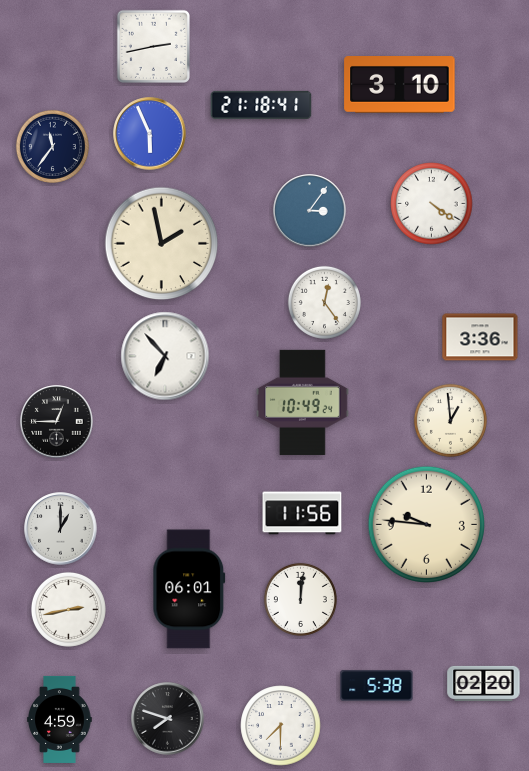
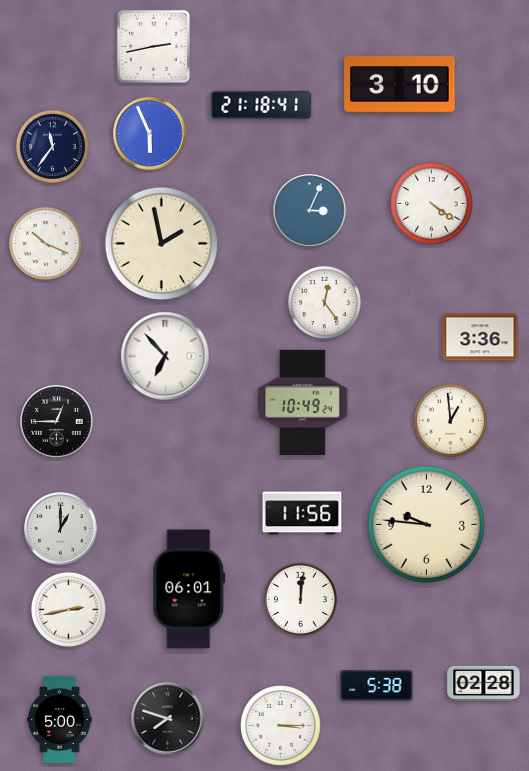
clock at (310, 211): 3:06 -> 3:04
clock at (45, 243): none -> 10:19
clock at (484, 683): 02:20 -> 02:28
clock at (60, 719): 4:59 -> 5:00
clock at (281, 726): 7:30 -> 3:15
